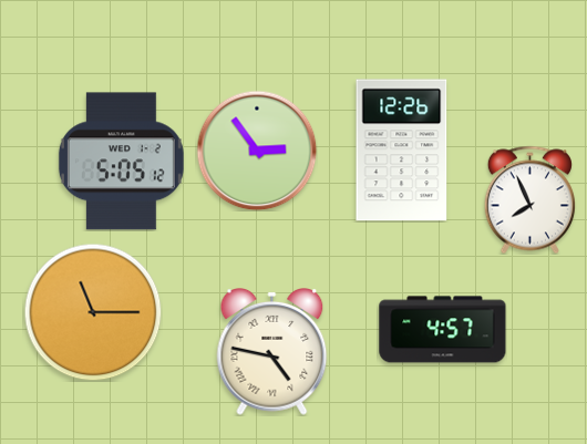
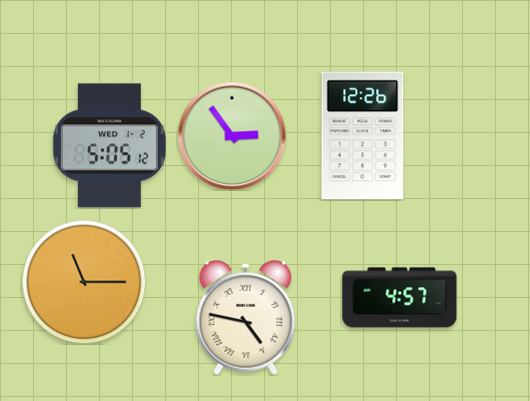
clock at (529, 199): 7:56 -> none
